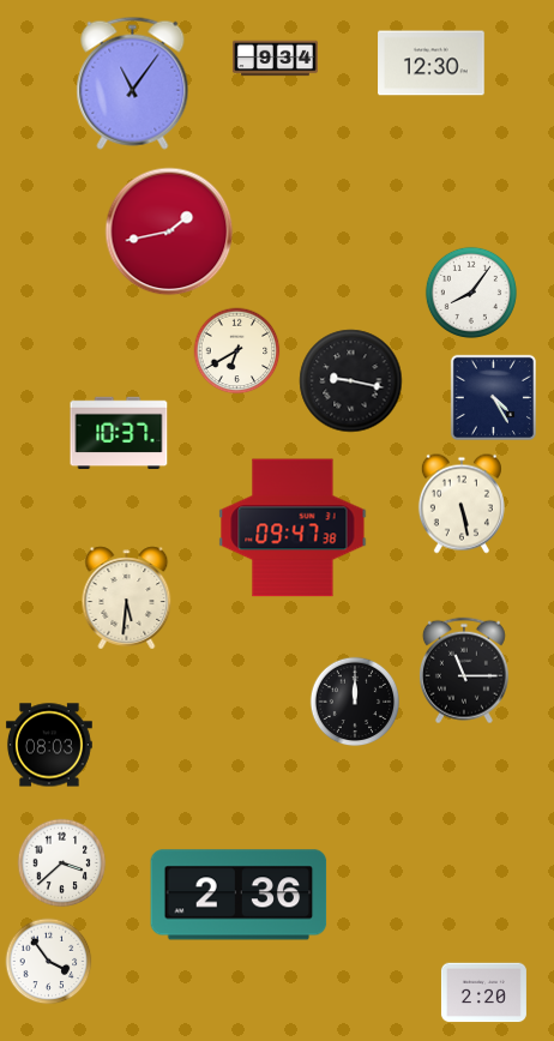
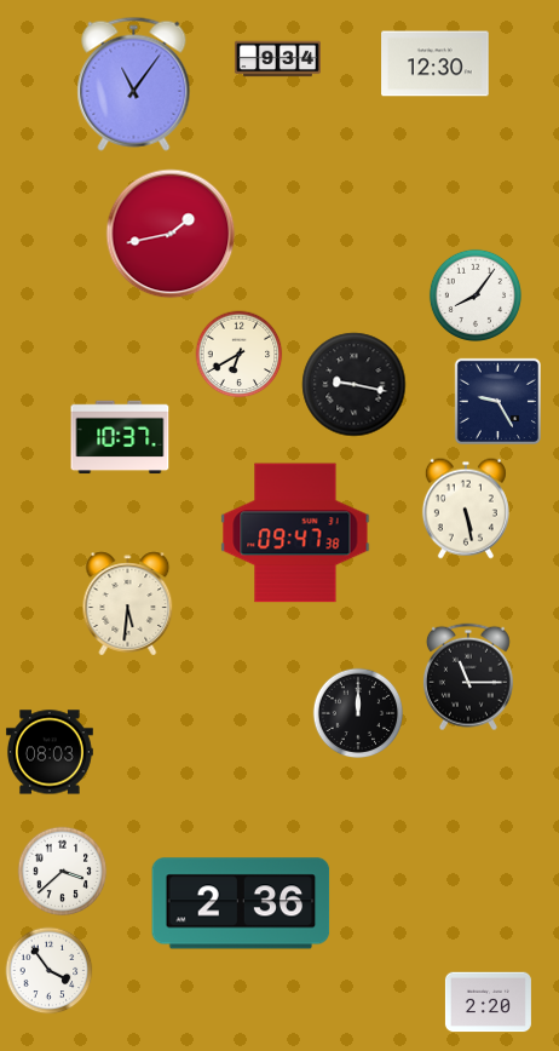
clock at (493, 397): 4:25 -> 9:25
clock at (355, 702) position: (355, 702) -> (358, 713)
